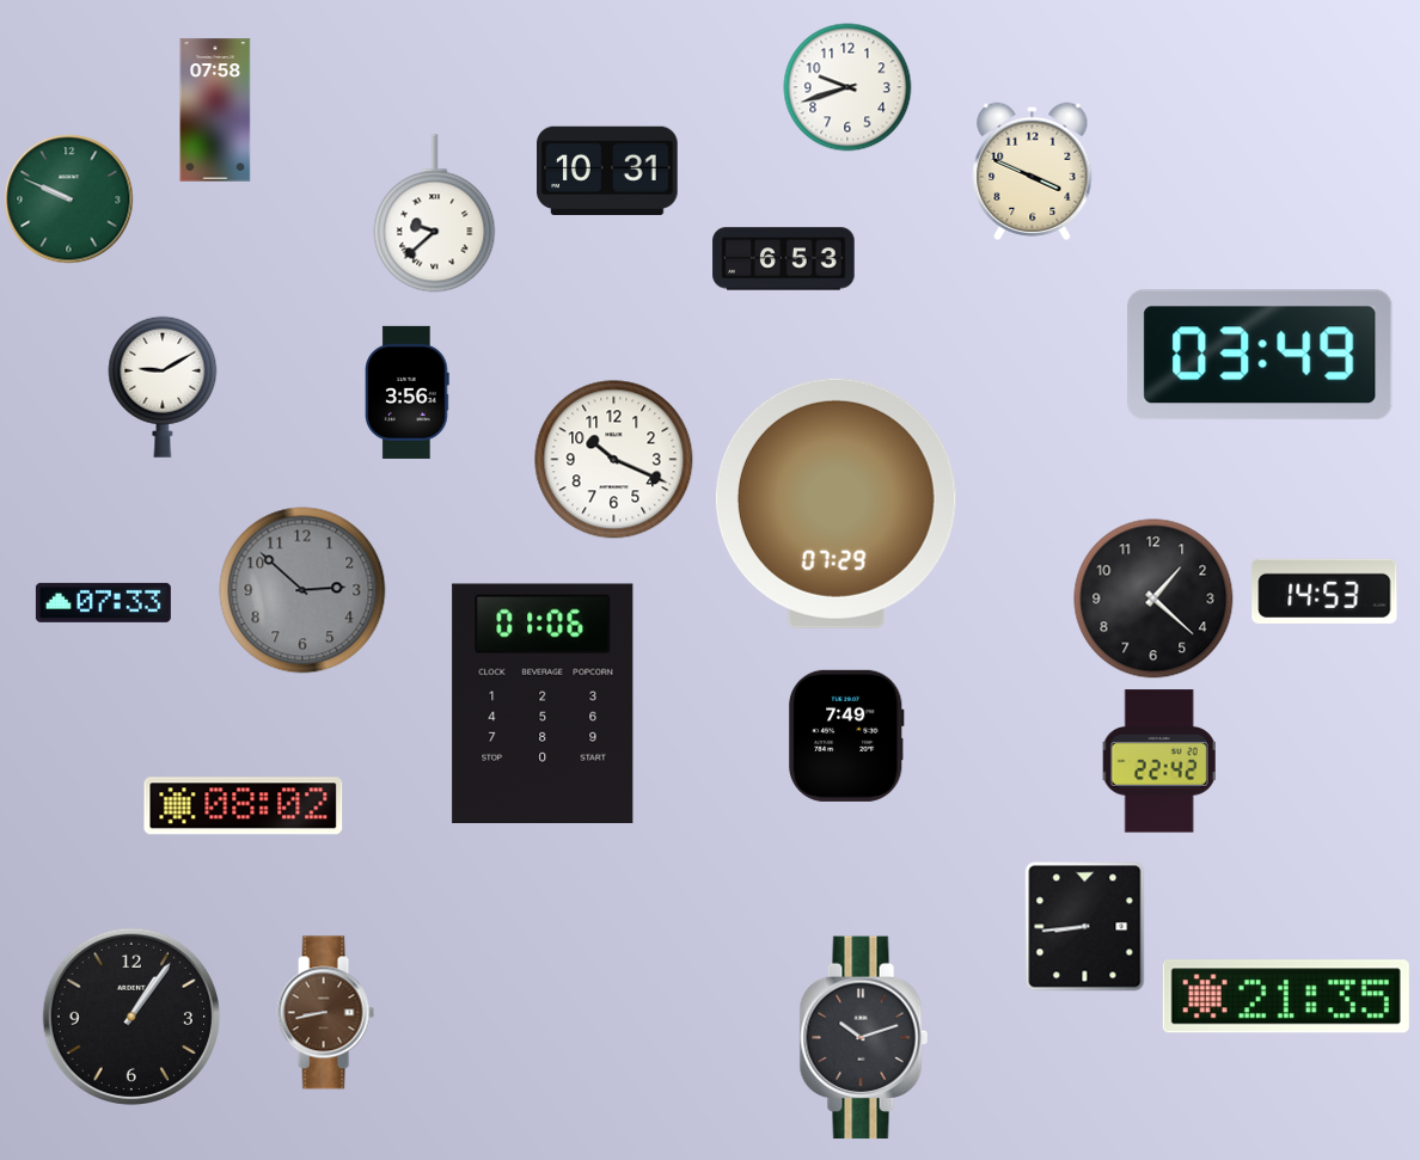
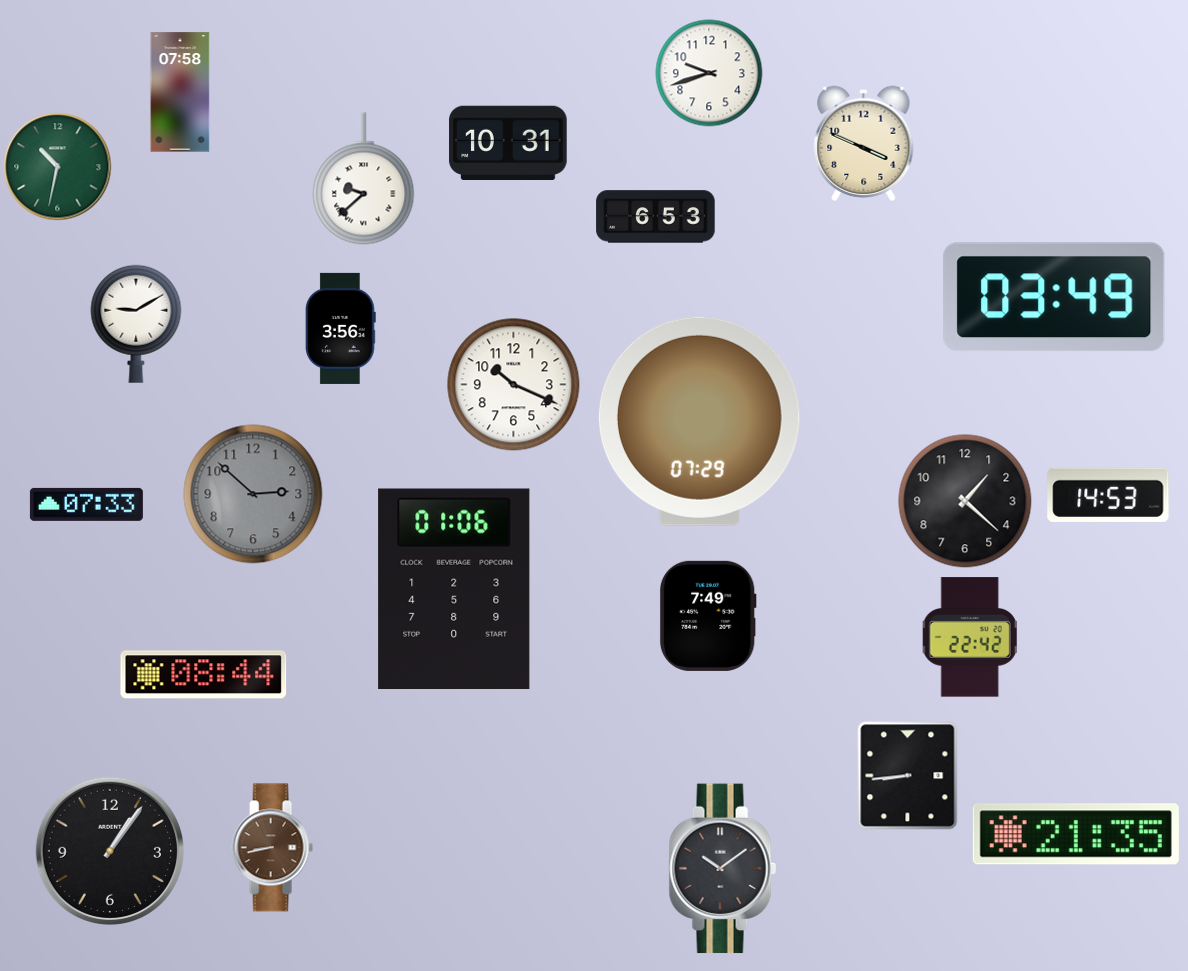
clock at (69, 200): 9:49 -> 10:32
clock at (244, 806): 08:02 -> 08:44
clock at (863, 1038): 10:12 -> 10:09
